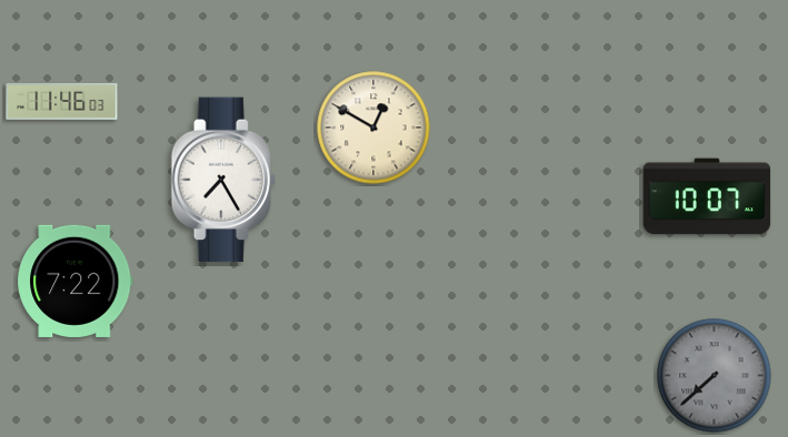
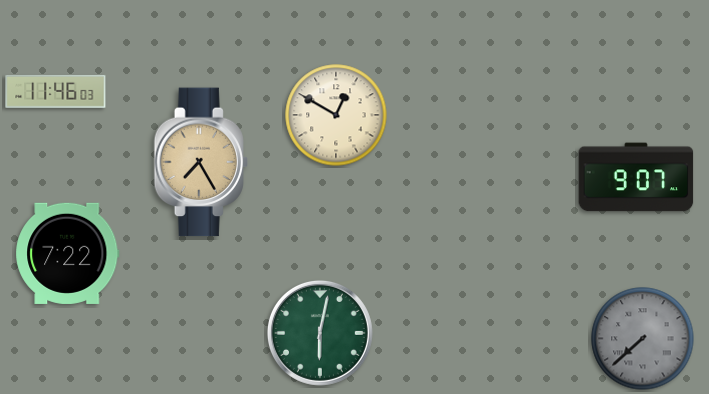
clock at (223, 180) dial: white -> champagne
clock at (707, 196): 10:07 -> 9:07
clock at (320, 333): none -> 6:02
